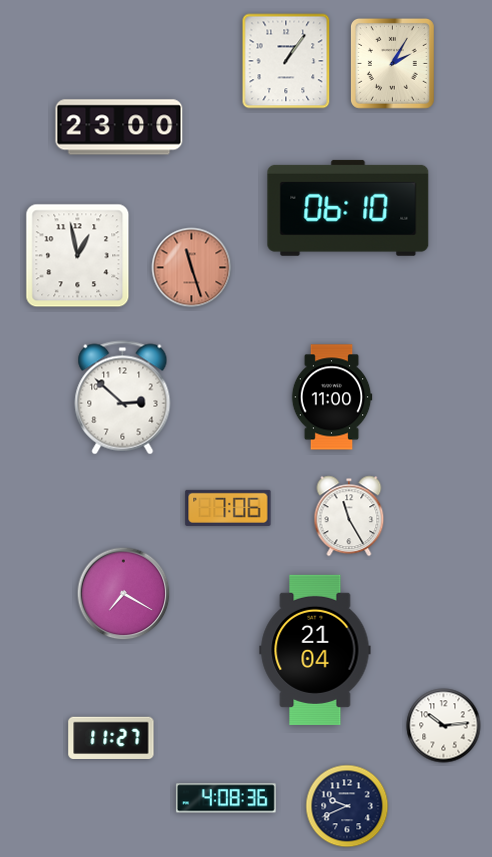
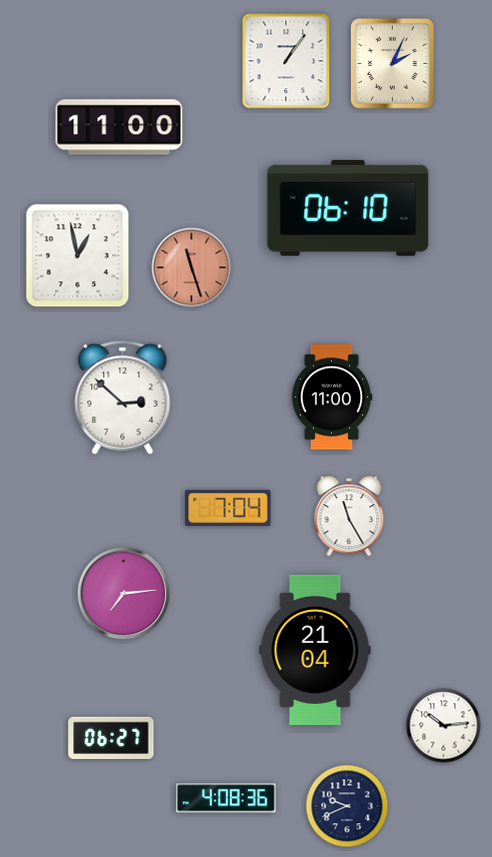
clock at (392, 63): 2:05 -> 2:04
clock at (119, 127): 23:00 -> 11:00
clock at (228, 508): 7:06 -> 7:04
clock at (124, 594): 7:20 -> 7:14
clock at (111, 737): 11:27 -> 06:27
